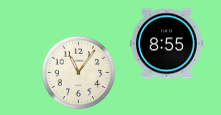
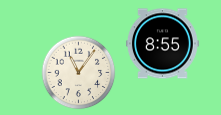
clock at (166, 44) position: (166, 44) -> (162, 44)
